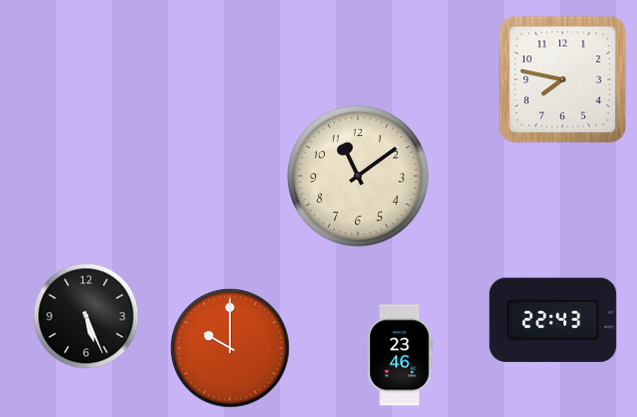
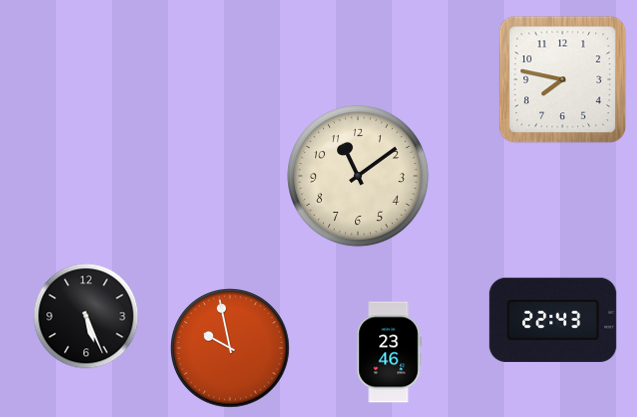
clock at (230, 348): 10:00 -> 9:58
clock at (400, 355) position: (400, 355) -> (389, 352)
